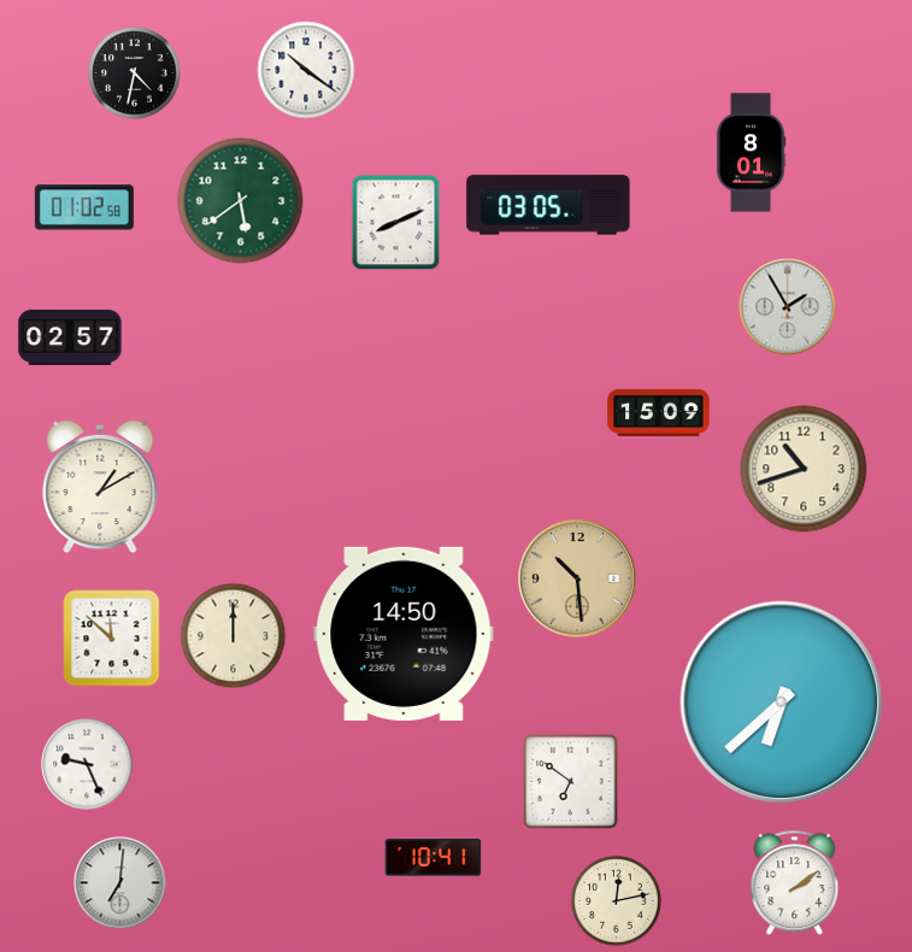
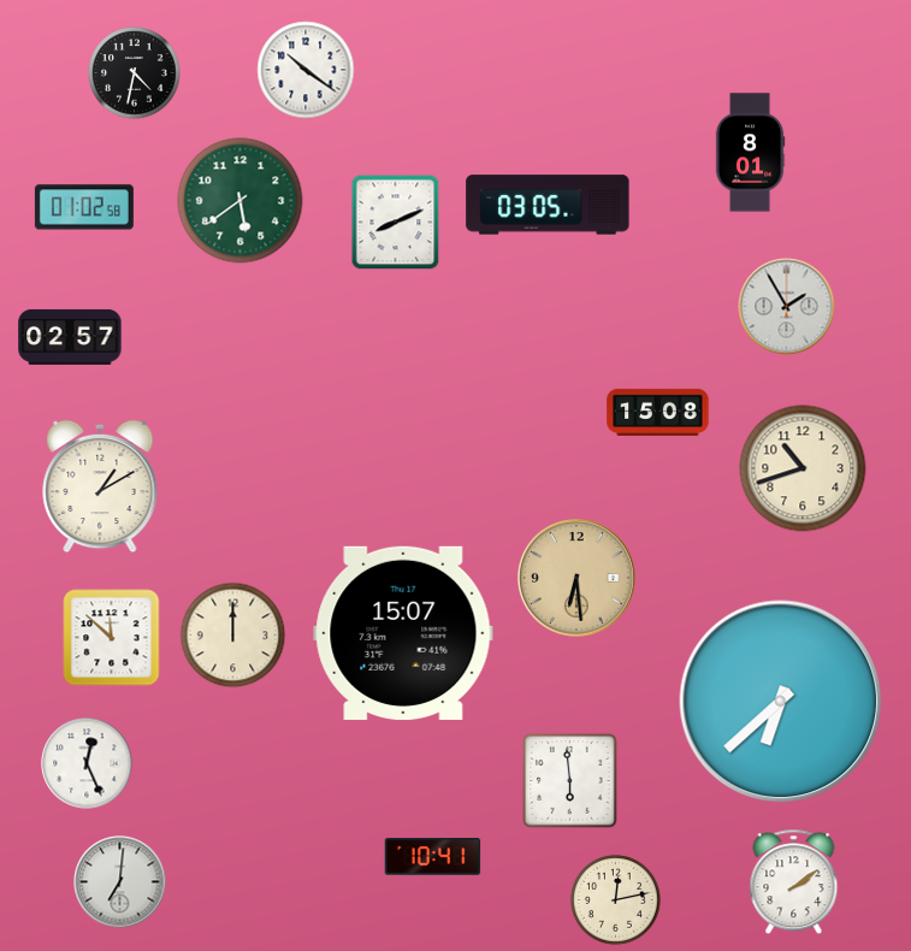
clock at (659, 412): 15:09 -> 15:08
clock at (578, 580): 10:29 -> 6:29
clock at (404, 634): 14:50 -> 15:07
clock at (87, 764): 9:26 -> 12:26
clock at (571, 782): 6:51 -> 5:59
